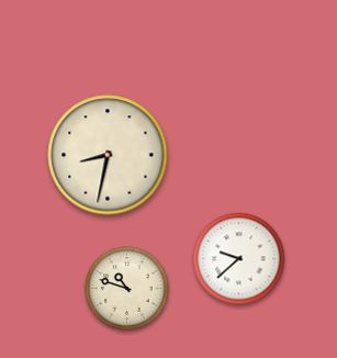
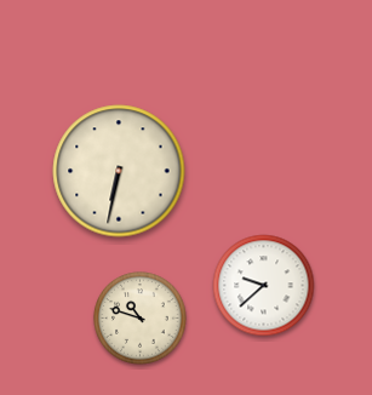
clock at (108, 155): 8:32 -> 6:32
